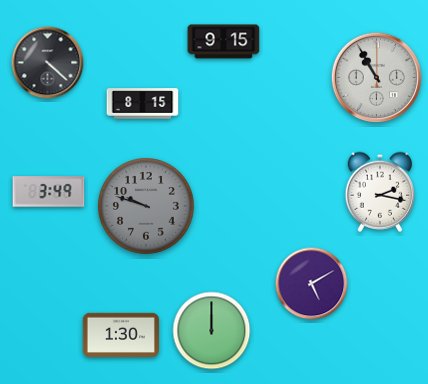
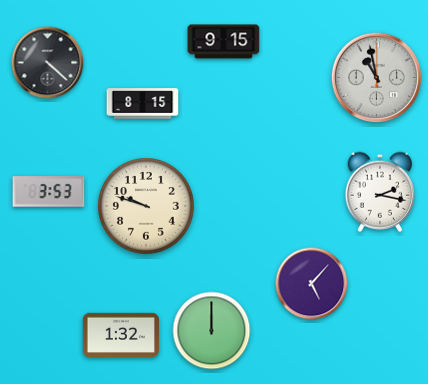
clock at (376, 77): 10:55 -> 10:58
clock at (49, 192): 3:49 -> 3:53
clock at (147, 207) dial: grey -> cream
clock at (312, 284): 5:10 -> 5:07
clock at (121, 334): 1:30 -> 1:32
